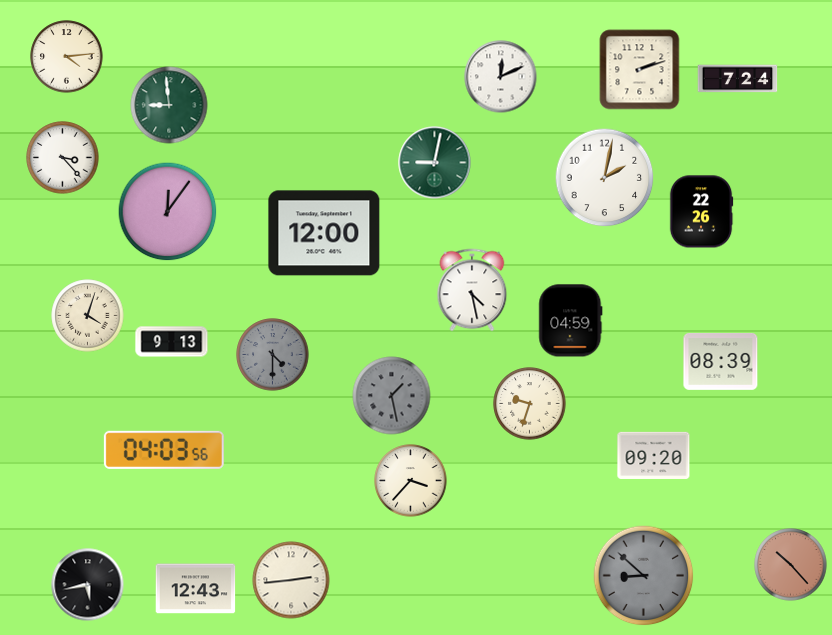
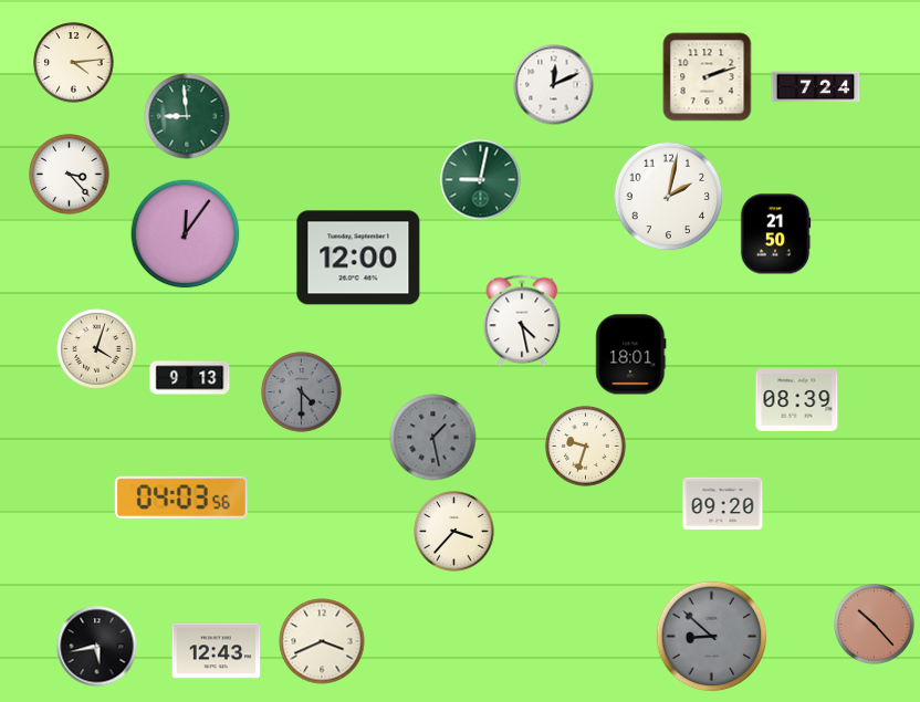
clock at (701, 212): 22:26 -> 21:50
clock at (571, 321): 04:59 -> 18:01
clock at (291, 580): 2:44 -> 3:41
